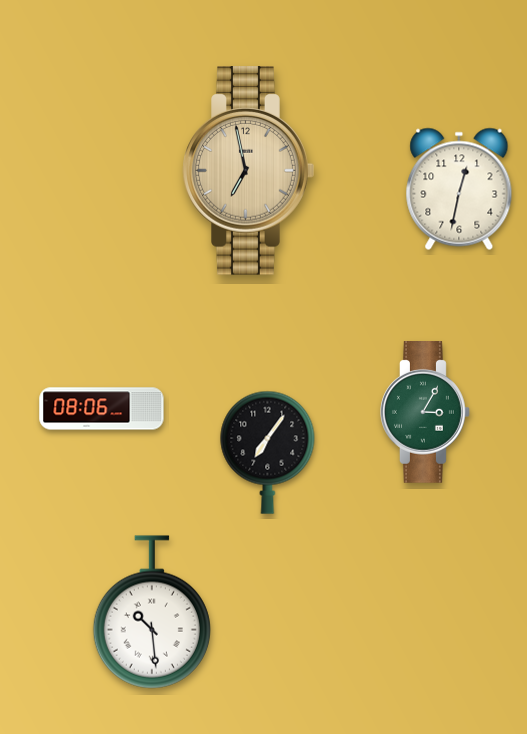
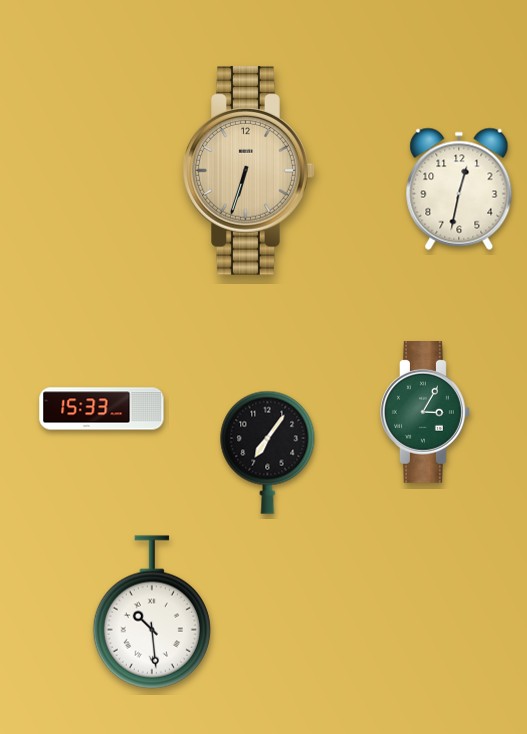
clock at (249, 171): 6:58 -> 6:33
clock at (102, 409): 08:06 -> 15:33
